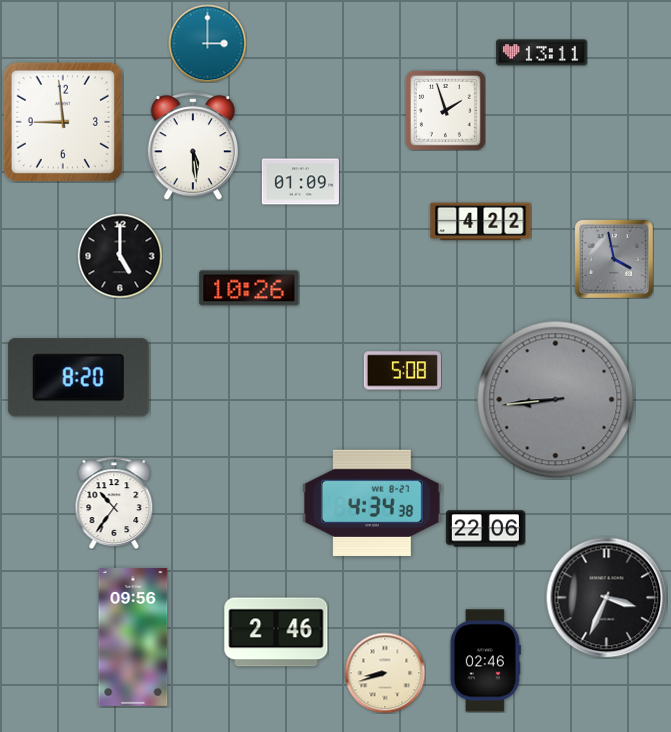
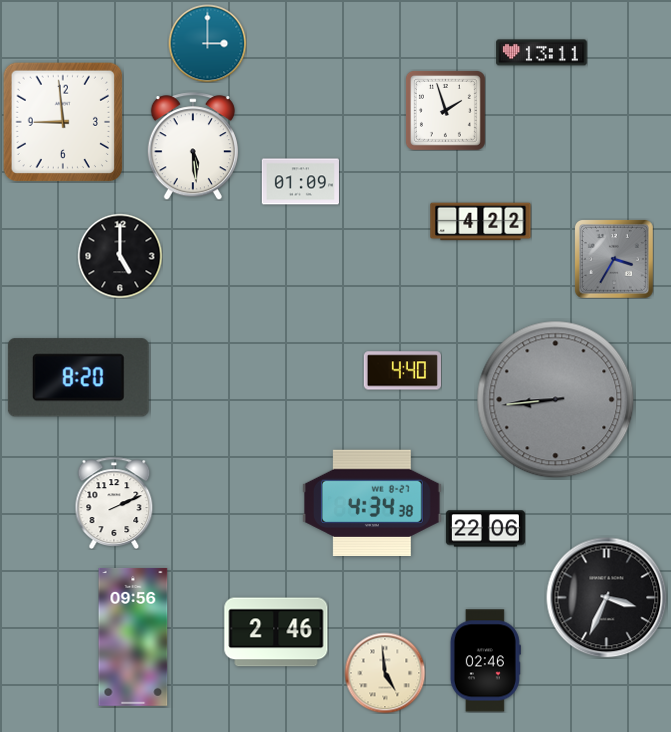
clock at (614, 259): 3:58 -> 3:35
clock at (249, 288): 10:26 -> none
clock at (402, 371): 5:08 -> 4:40
clock at (114, 503): 10:36 -> 2:11
clock at (385, 673): 8:42 -> 4:59
